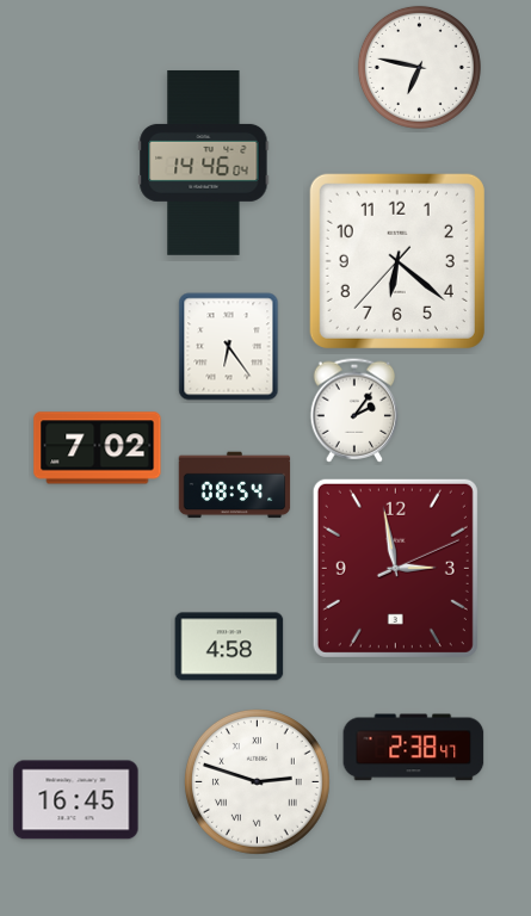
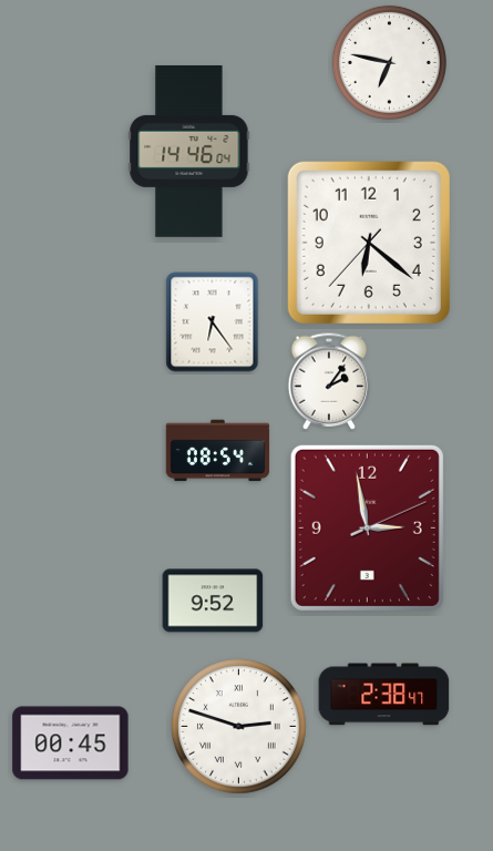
clock at (98, 448): 7:02 -> none
clock at (229, 646): 4:58 -> 9:52
clock at (76, 800): 16:45 -> 00:45
